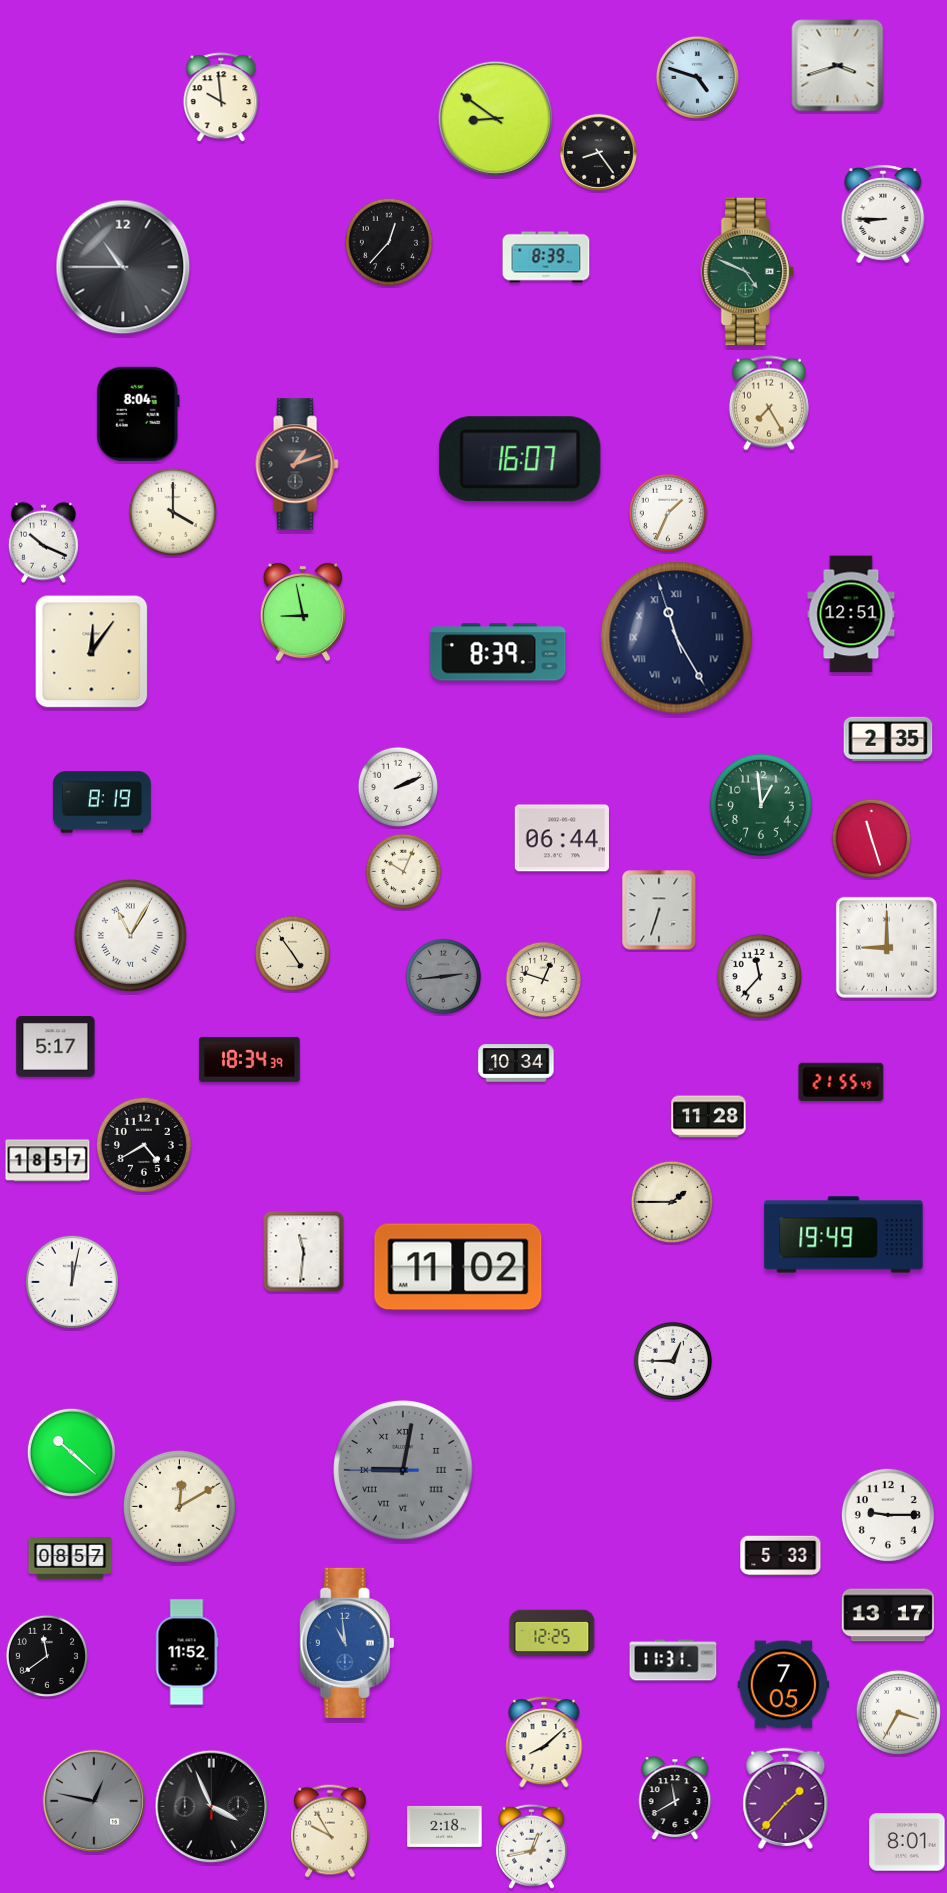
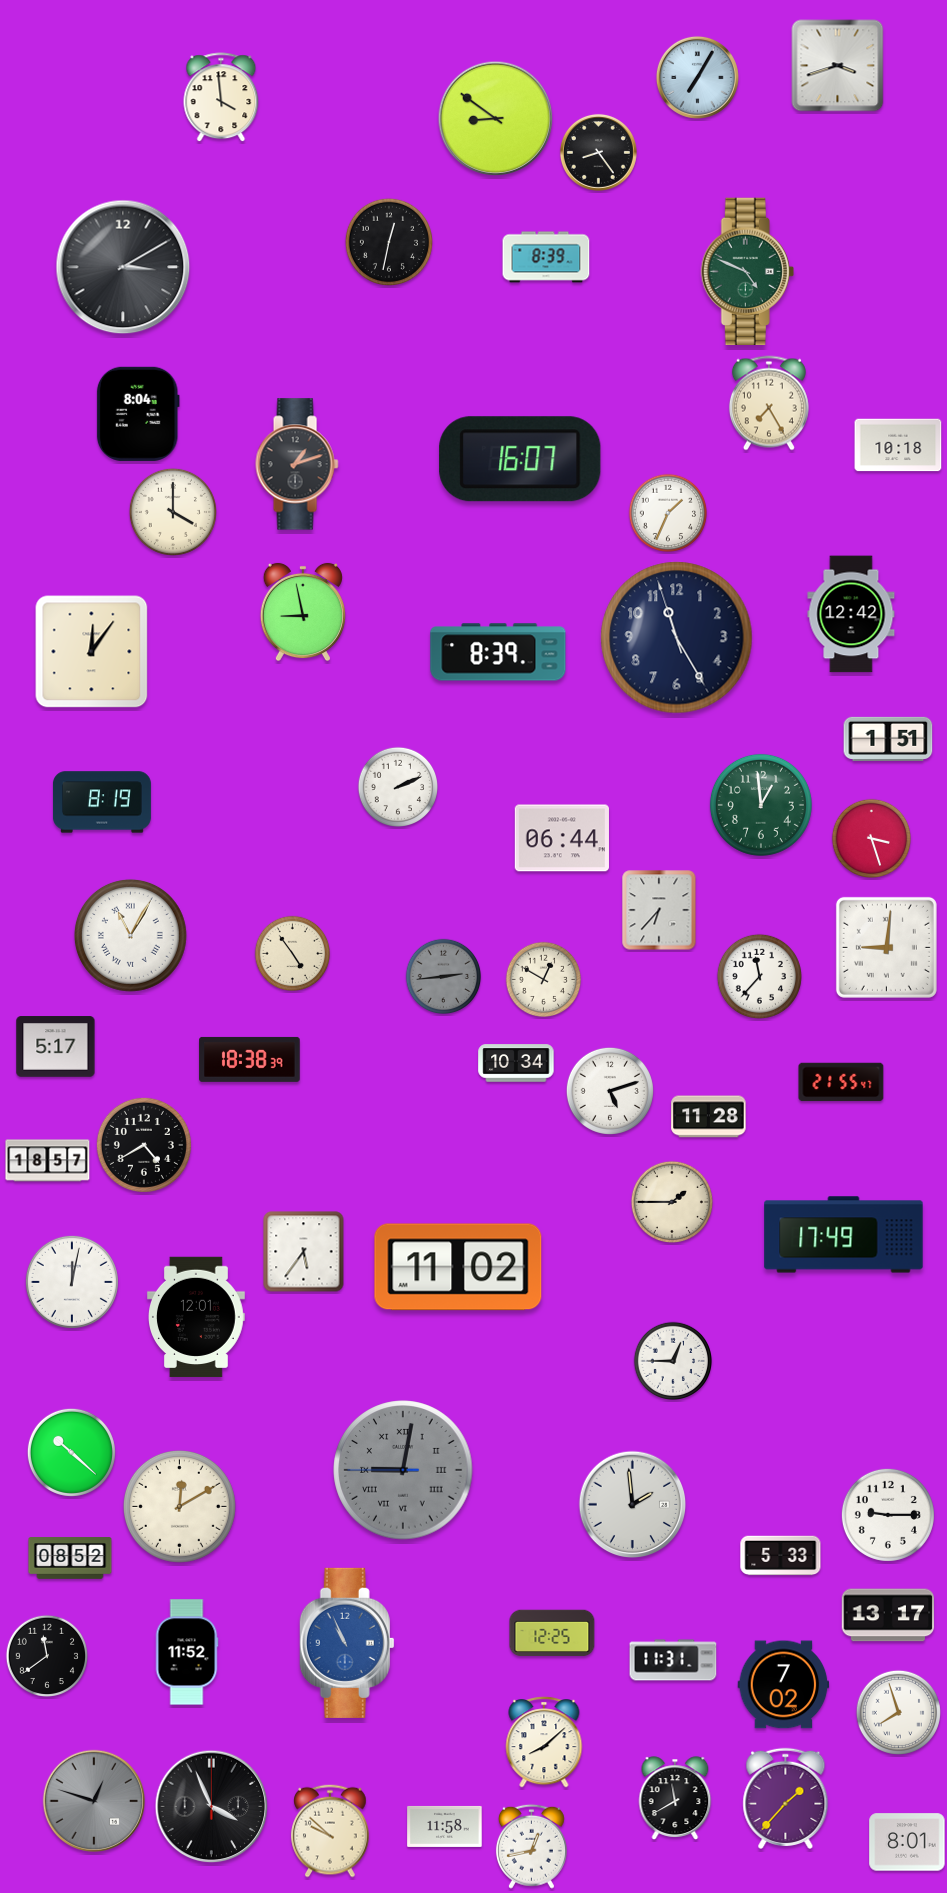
clock at (697, 77): 4:48 -> 7:05
clock at (221, 98): 9:59 -> 3:59
clock at (883, 214): 8:45 -> none
clock at (389, 242): 12:37 -> 12:32
clock at (123, 267): 10:45 -> 3:10
clock at (898, 445): none -> 10:18
clock at (43, 542): 10:19 -> none
clock at (851, 614): 12:51 -> 12:42
clock at (677, 638) numerals: Roman -> Arabic
clock at (888, 739): 2:35 -> 1:51
clock at (871, 838): 11:27 -> 3:27
clock at (404, 872): 10:04 -> none
clock at (659, 910): 6:33 -> 6:37
clock at (886, 947): 9:00 -> 9:01
clock at (544, 980): 12:48 -> 12:50
clock at (250, 1059): 18:34 -> 18:38
clock at (841, 1082): 21:55:49 -> 21:55:47
clock at (610, 1091): none -> 5:12
clock at (844, 1235): 19:49 -> 17:49
clock at (304, 1252): 11:31 -> 5:36
clock at (197, 1317): none -> 12:01
clock at (633, 1505): none -> 1:59
clock at (70, 1558): 08:57 -> 08:52
clock at (347, 1643): 10:59 -> 10:56
clock at (784, 1685): 7:05 -> 7:02
clock at (898, 1712): 3:35 -> 7:57
clock at (93, 1800): 12:47 -> 12:48
clock at (445, 1826): 2:18 -> 11:58
clock at (330, 1831): 9:55 -> 9:52
